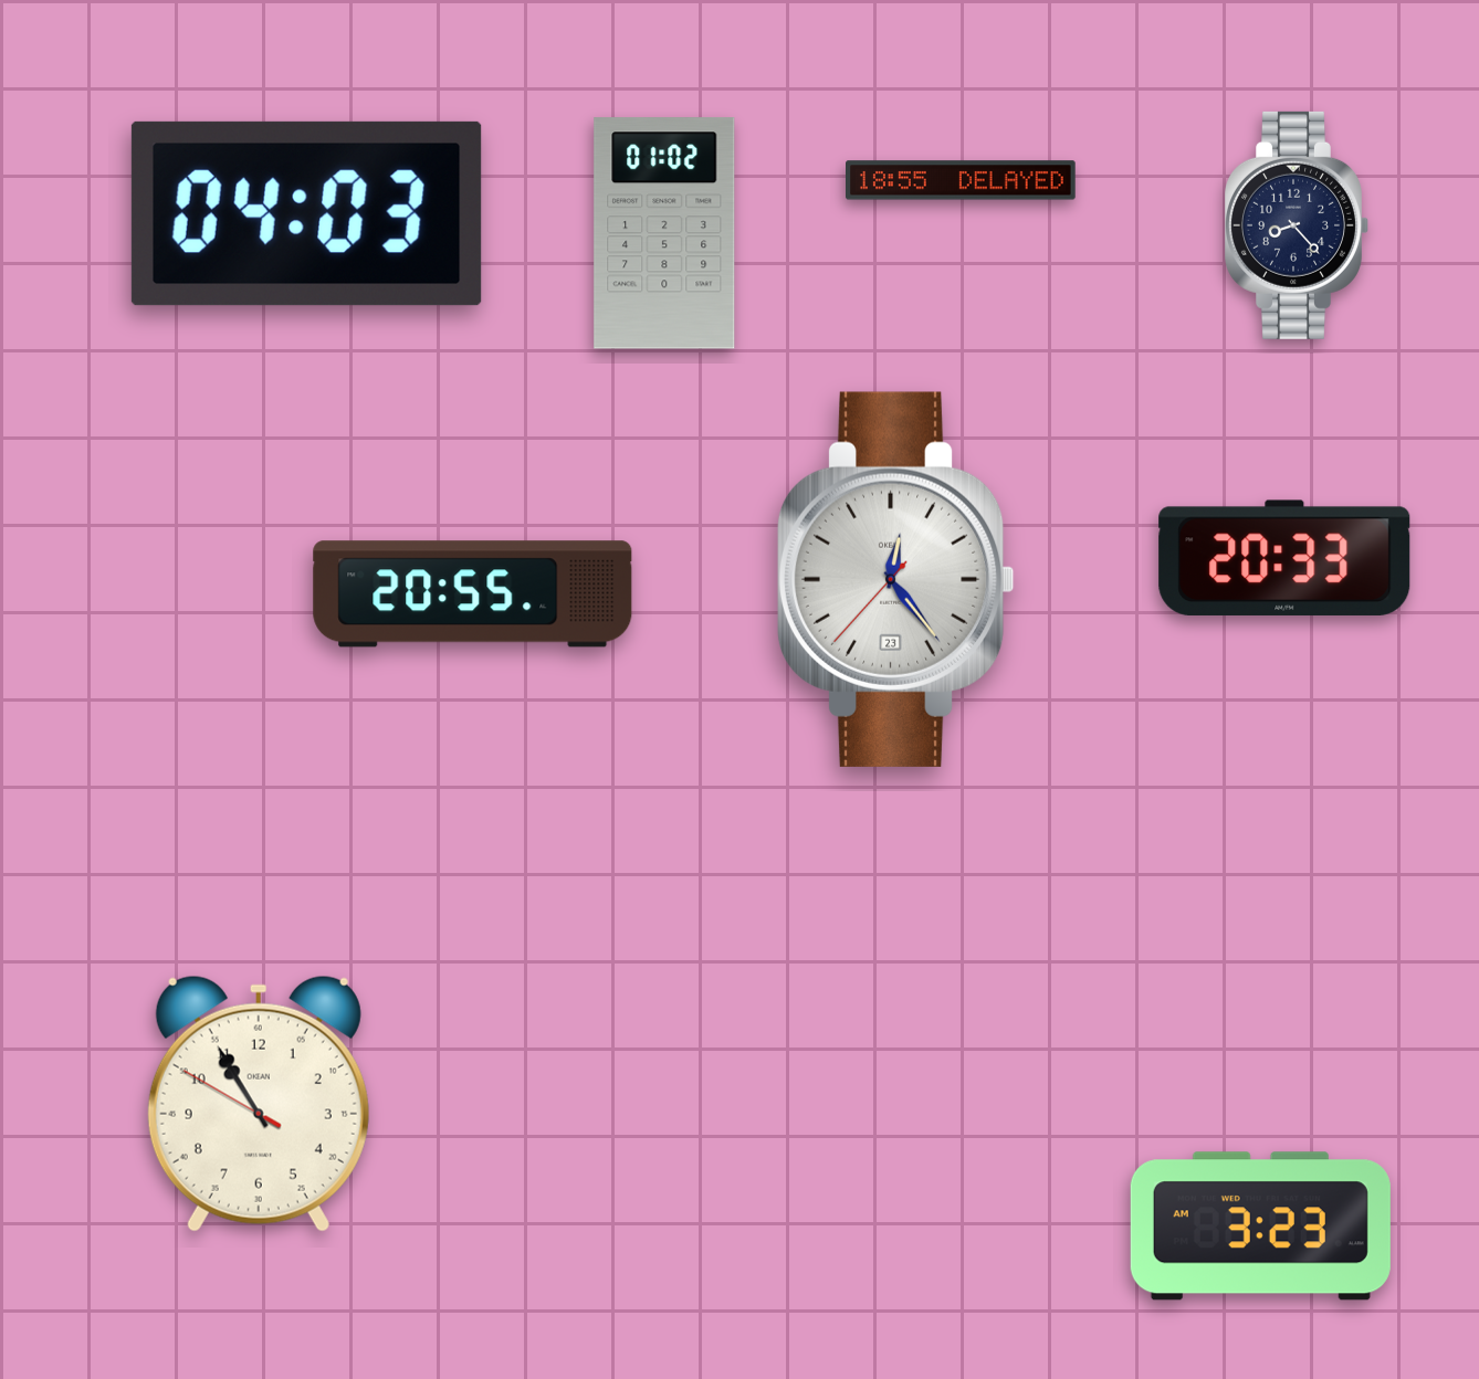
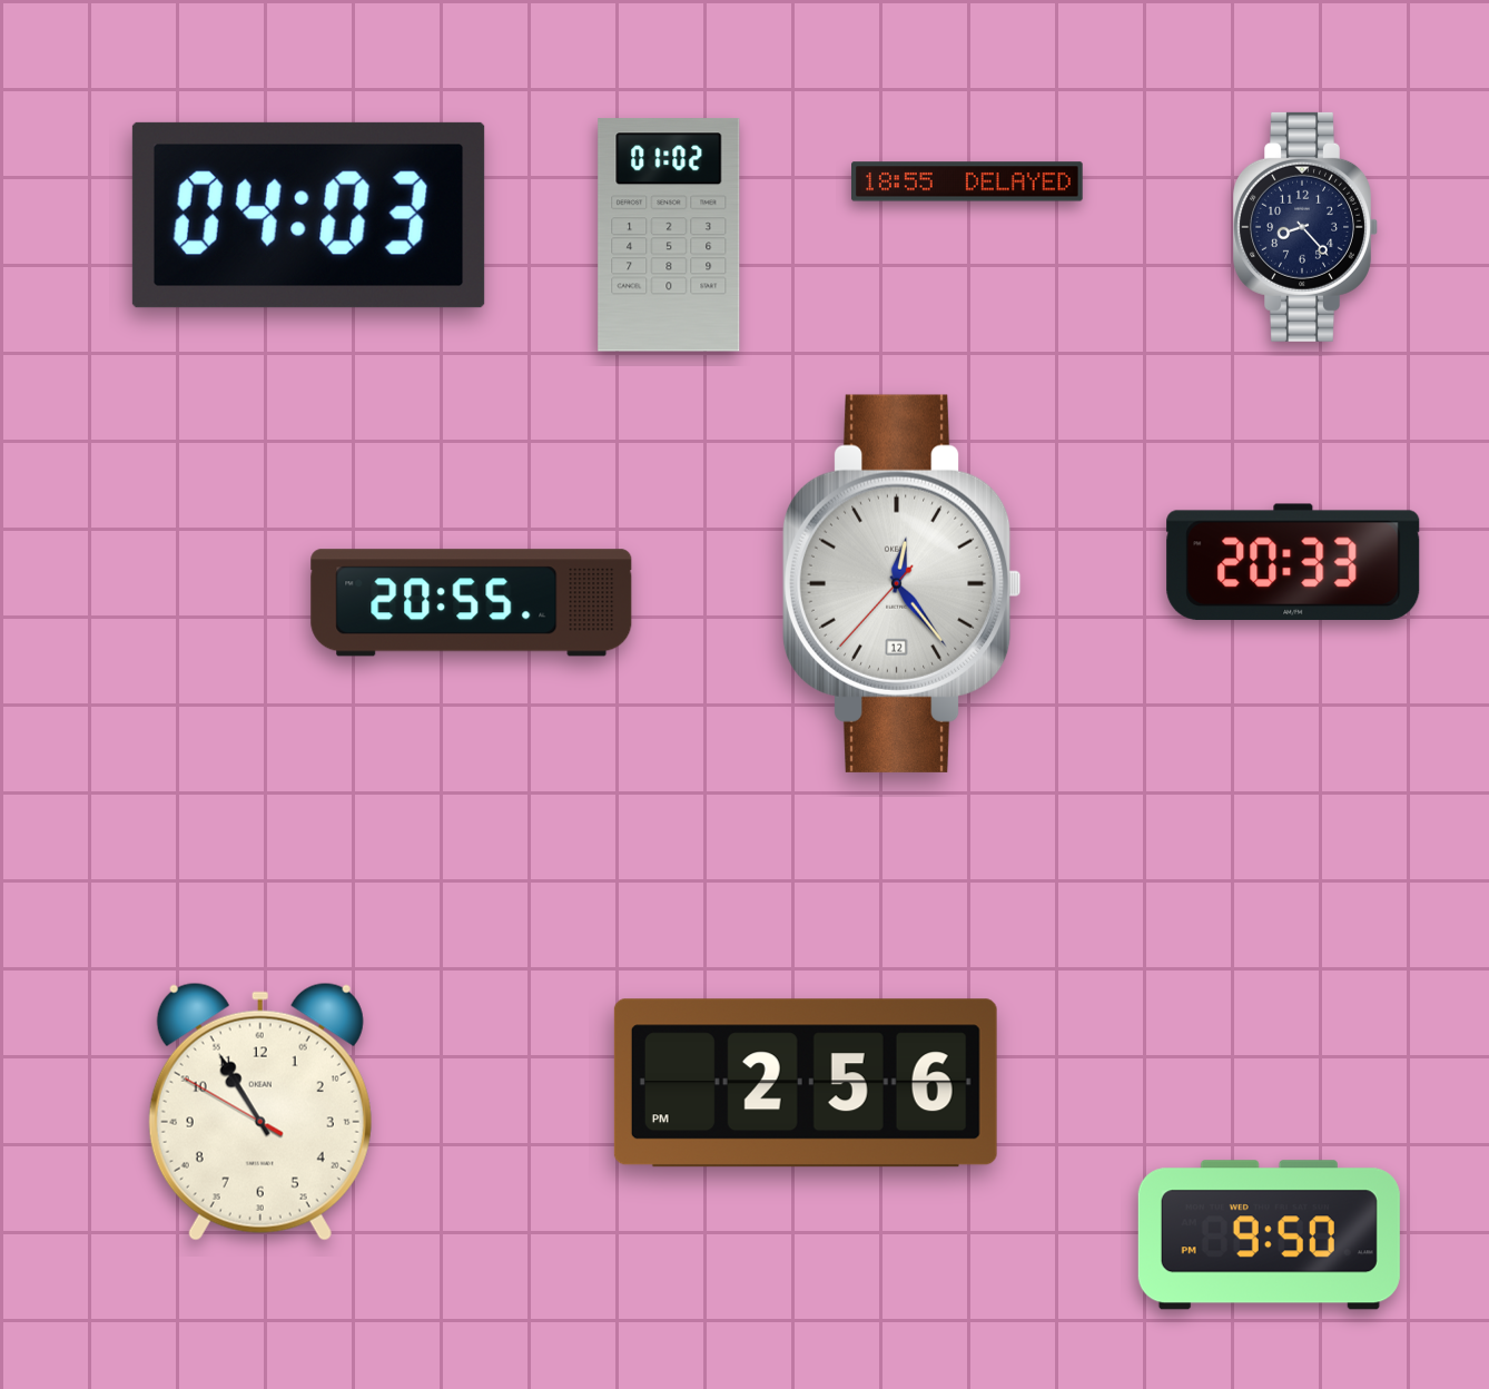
clock at (895, 579) date: 23 -> 12
clock at (473, 594) position: (473, 594) -> (472, 603)
clock at (806, 1083): none -> 2:56
clock at (1260, 1227): 3:23 -> 9:50
